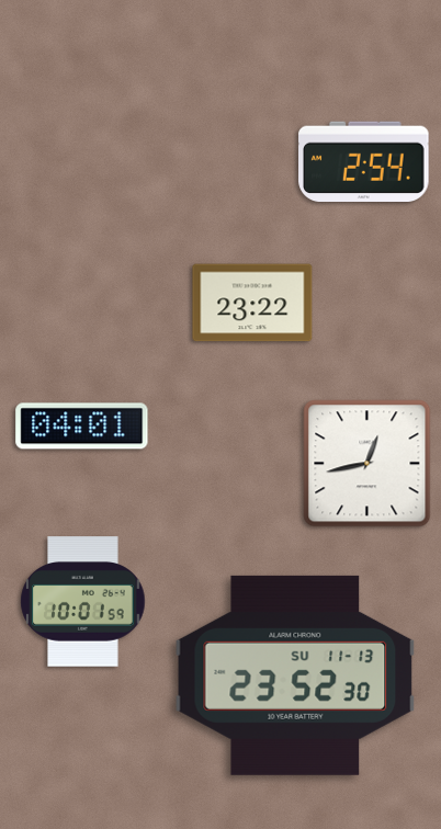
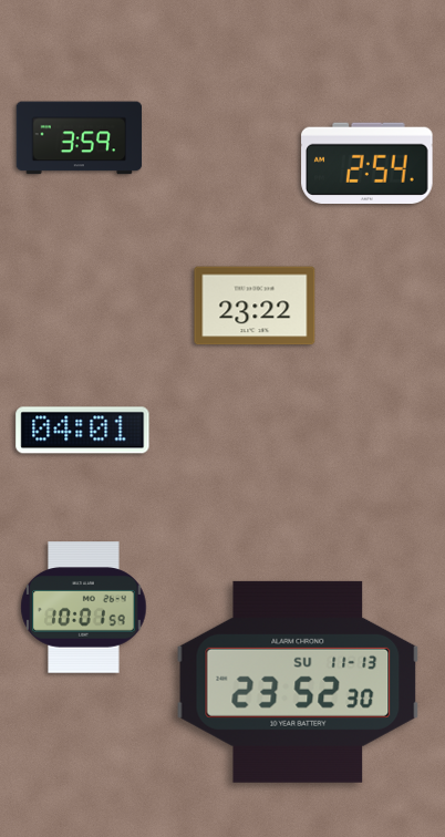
clock at (80, 138): none -> 3:59
clock at (367, 464): 12:43 -> none
